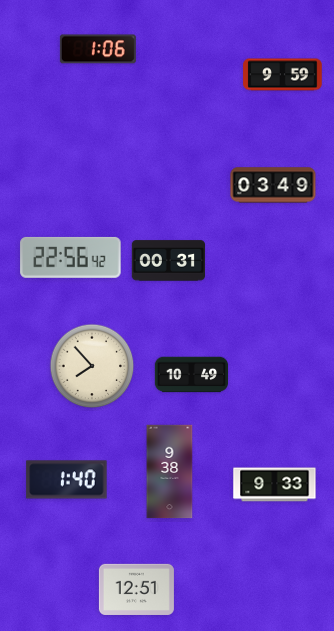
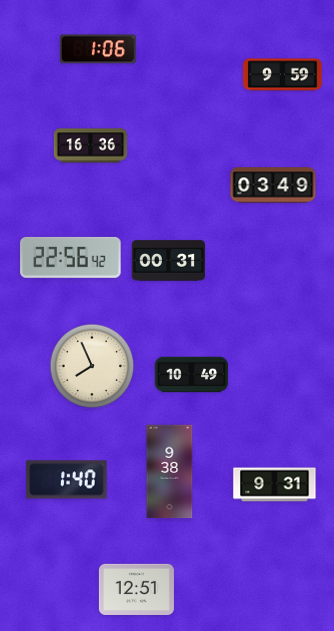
clock at (91, 146): none -> 16:36
clock at (92, 366): 7:53 -> 7:56
clock at (275, 485): 9:33 -> 9:31
